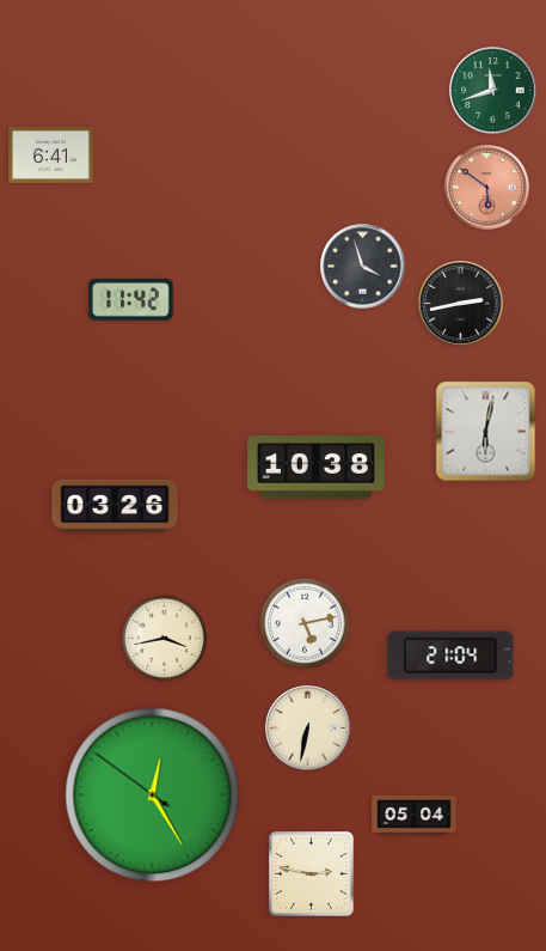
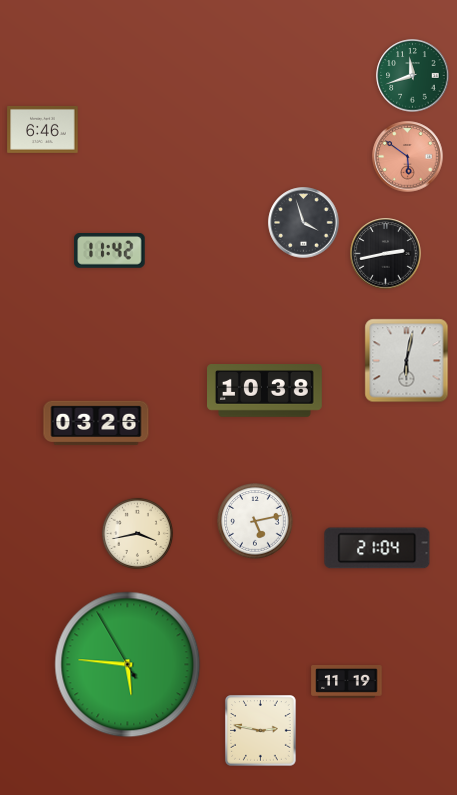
clock at (51, 154): 6:41 -> 6:46
clock at (308, 729): 6:32 -> none
clock at (153, 795): 12:24 -> 5:45
clock at (415, 816): 05:04 -> 11:19
